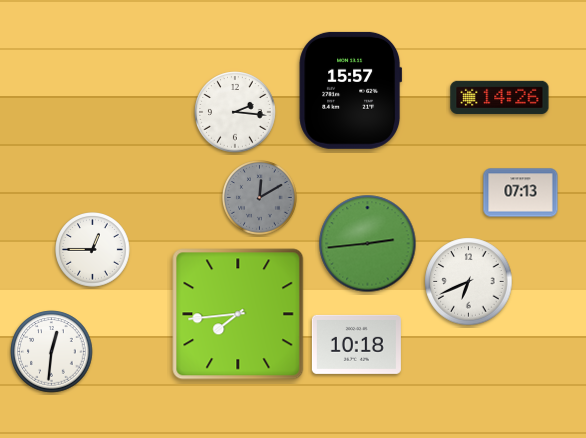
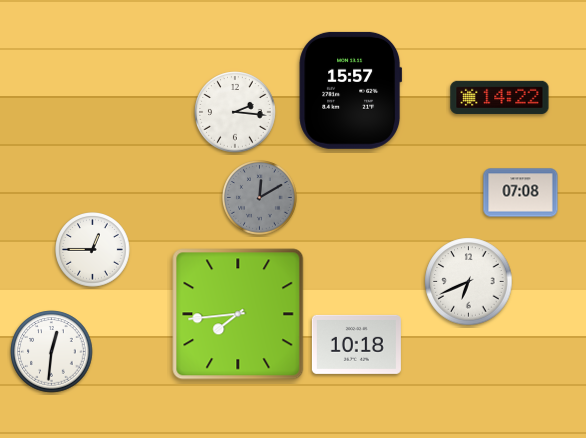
clock at (500, 97): 14:26 -> 14:22
clock at (521, 193): 07:13 -> 07:08
clock at (368, 244): 2:44 -> none
